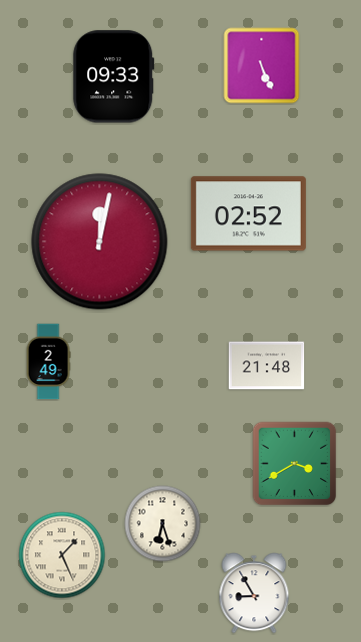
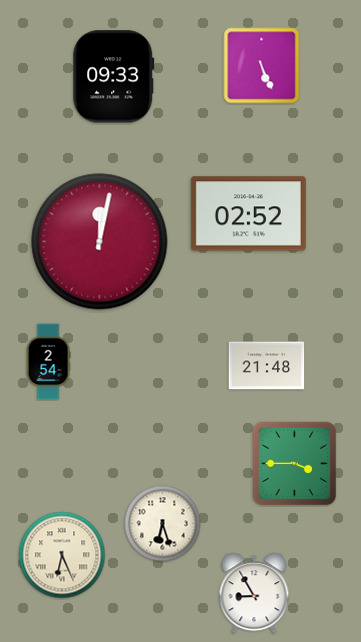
clock at (48, 362): 2:49 -> 2:54
clock at (295, 464): 3:40 -> 3:45
clock at (62, 555): 1:26 -> 6:26
